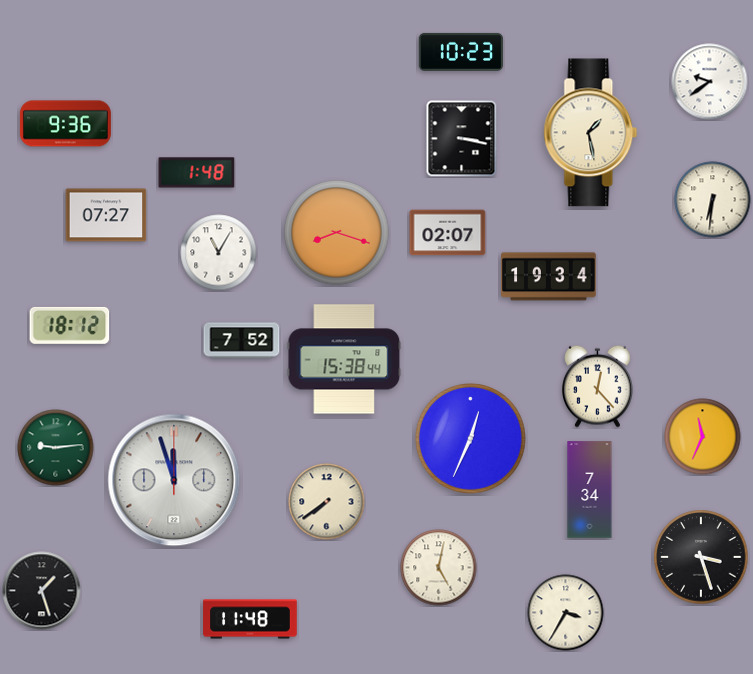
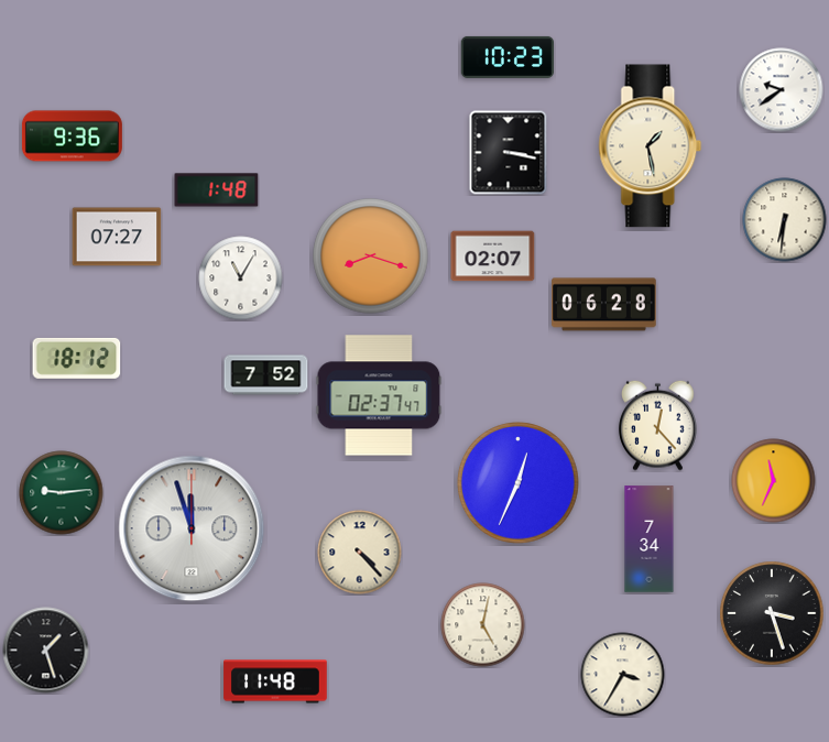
clock at (549, 277): 19:34 -> 06:28
clock at (344, 359): 15:38 -> 02:37
clock at (327, 502): 7:39 -> 4:23
